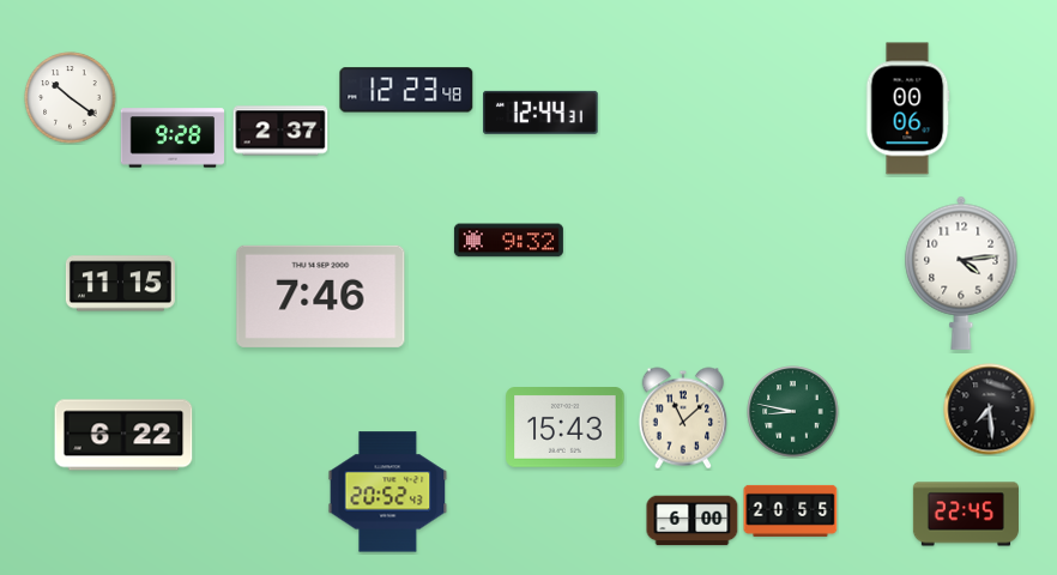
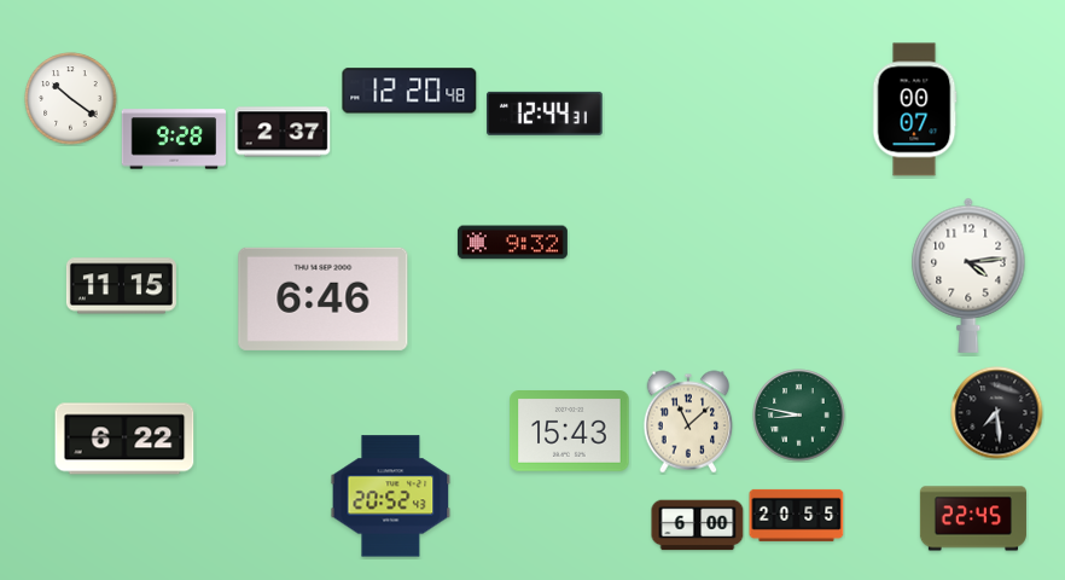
clock at (406, 90): 12:23 -> 12:20
clock at (907, 109): 00:06 -> 00:07
clock at (321, 296): 7:46 -> 6:46
